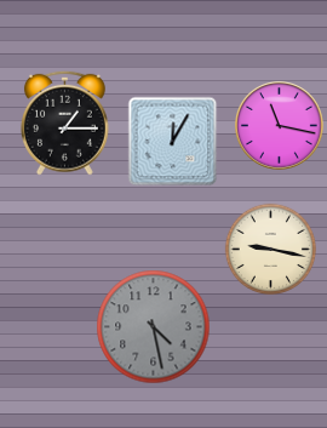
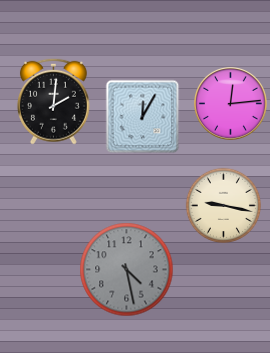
clock at (64, 122): 1:15 -> 2:01
clock at (280, 126): 11:17 -> 12:14
